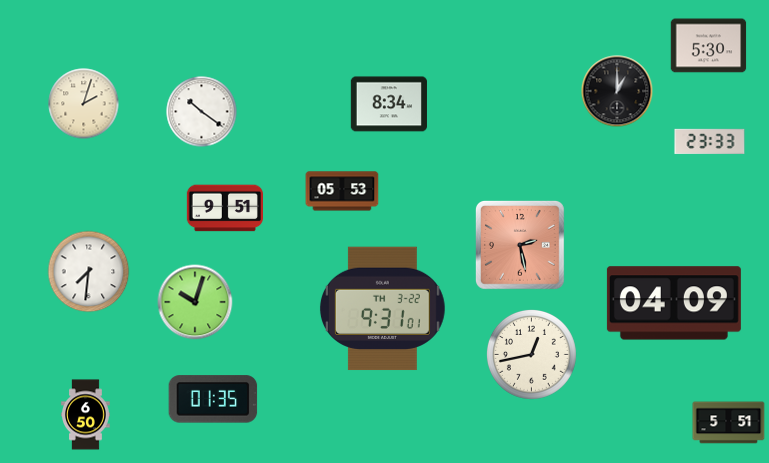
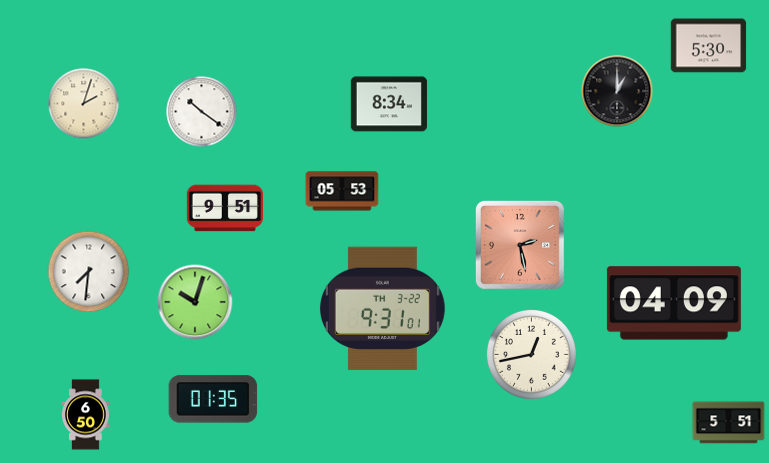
clock at (710, 142): 23:33 -> none
